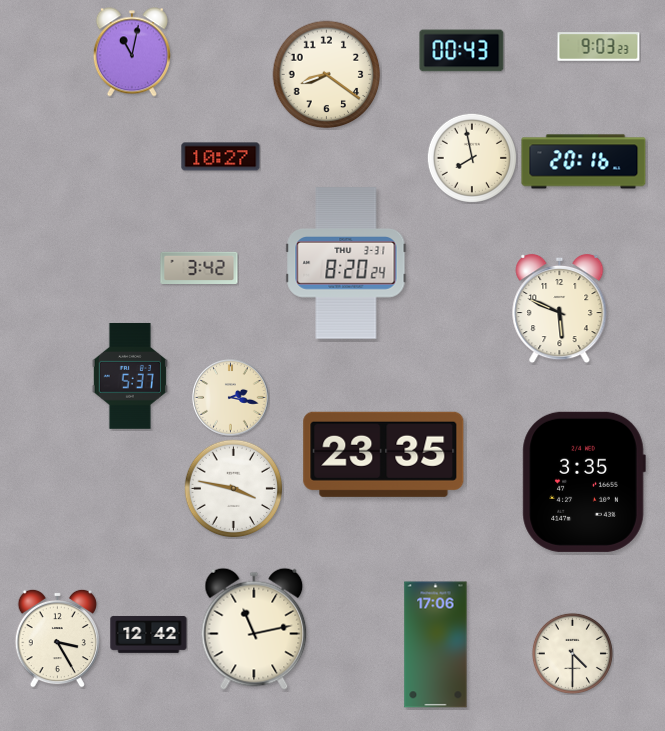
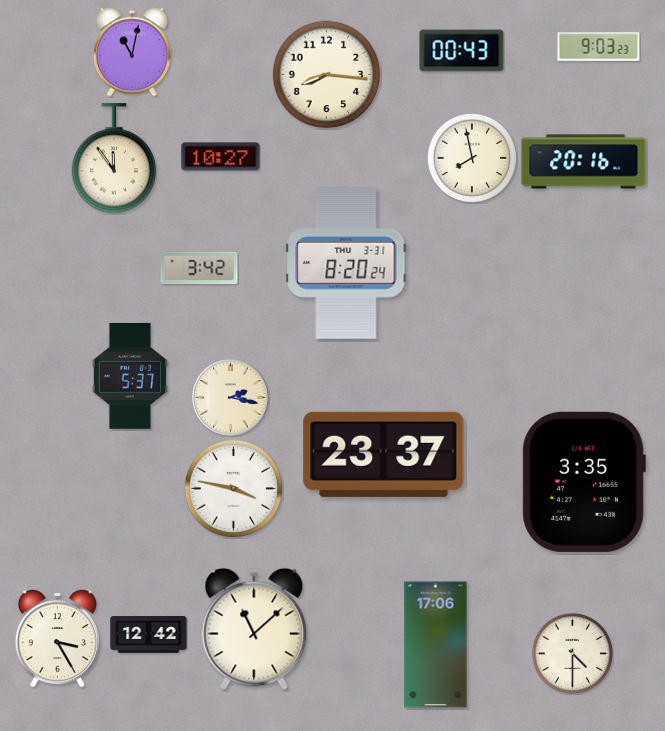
clock at (327, 75): 8:21 -> 8:16
clock at (114, 159): none -> 11:54
clock at (560, 309): 5:49 -> none
clock at (384, 454): 23:35 -> 23:37
clock at (254, 629): 11:13 -> 11:08
